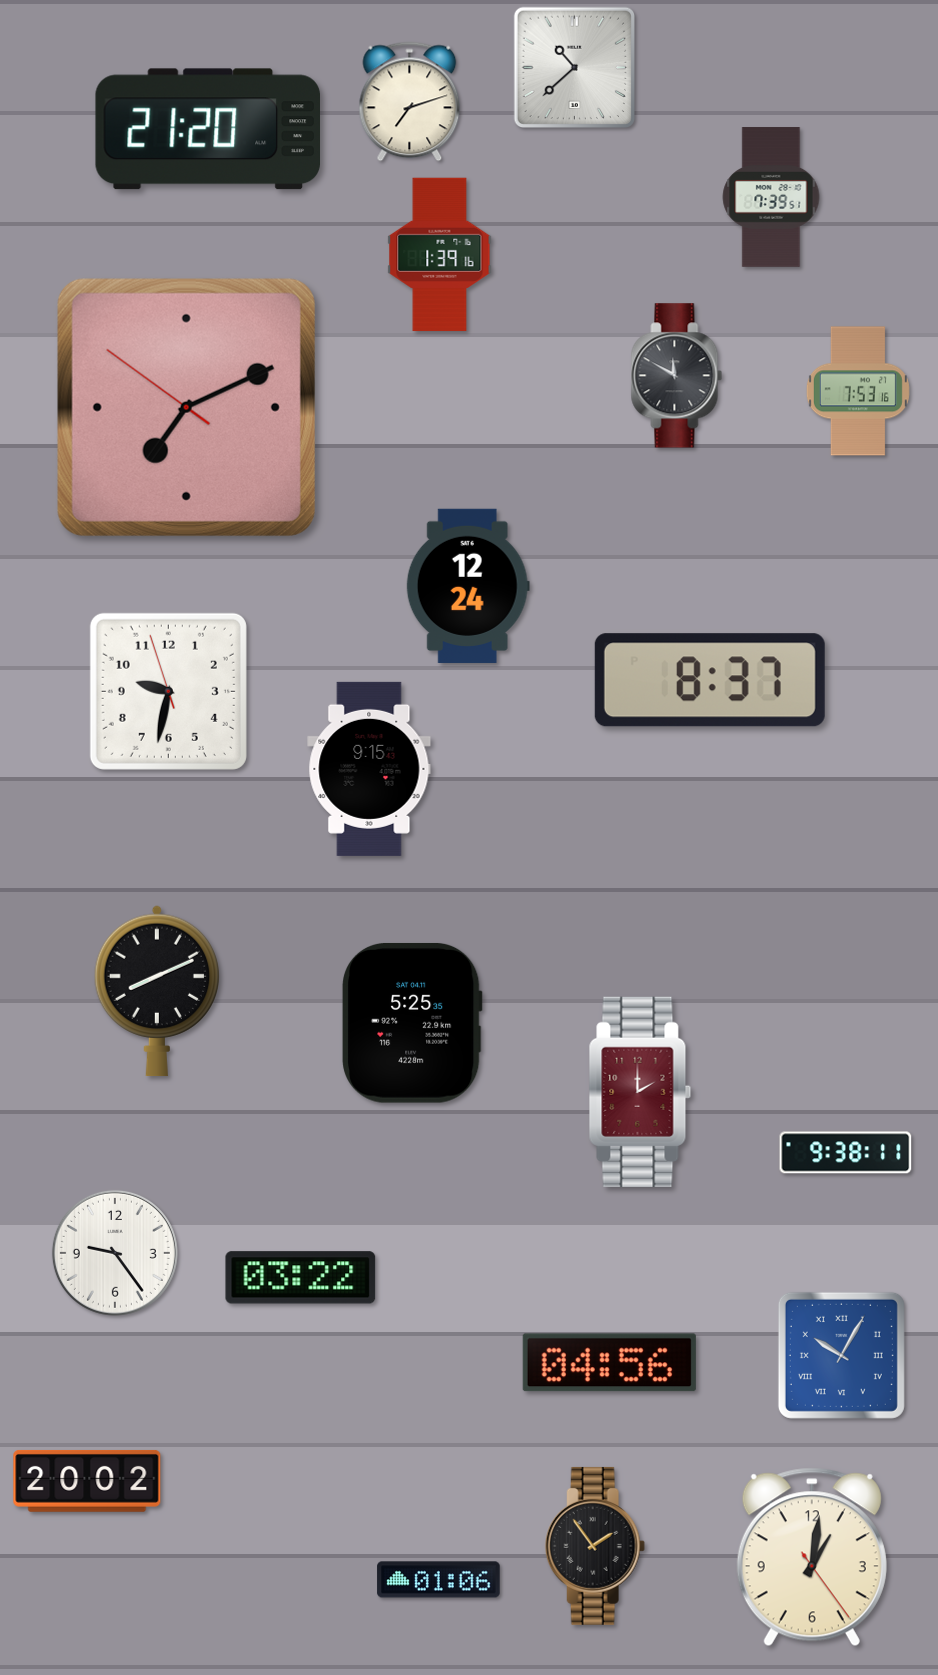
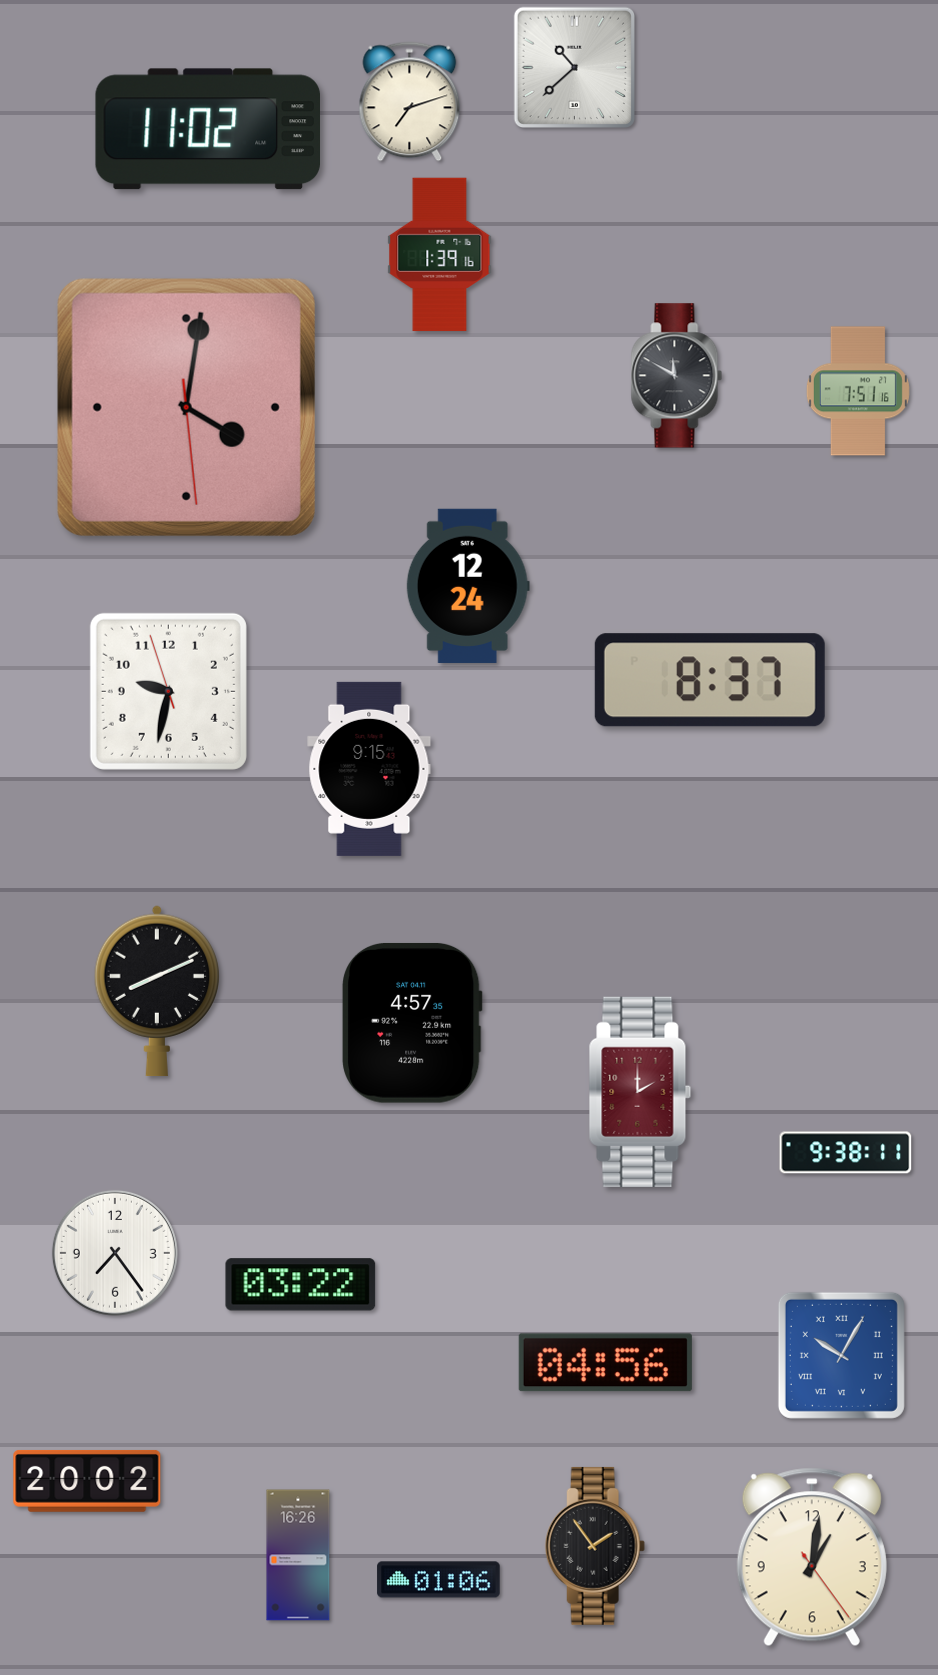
clock at (207, 129): 21:20 -> 11:02
clock at (771, 197): 7:39 -> none
clock at (858, 391): 7:53 -> 7:51
clock at (186, 407): 7:10 -> 4:01
clock at (412, 1023): 5:25 -> 4:57
clock at (115, 1253): 9:24 -> 7:24
clock at (301, 1278) position: (301, 1278) -> (301, 1285)
clock at (609, 1363) position: (609, 1363) -> (605, 1363)
clock at (298, 1555): none -> 16:26
